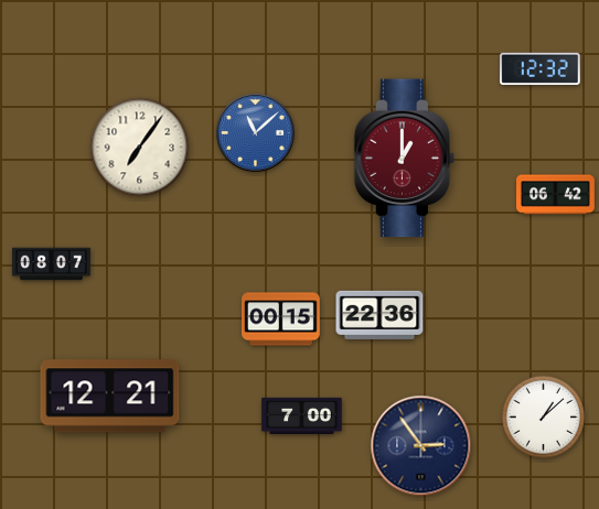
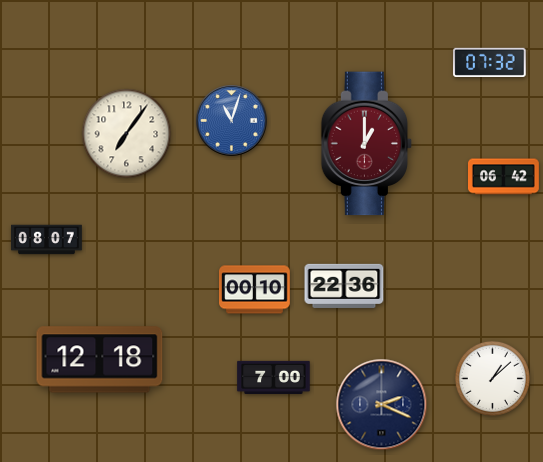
clock at (541, 68): 12:32 -> 07:32
clock at (256, 133): 11:08 -> 11:03
clock at (281, 320): 00:15 -> 00:10
clock at (110, 397): 12:21 -> 12:18
clock at (421, 446): 2:54 -> 2:19
